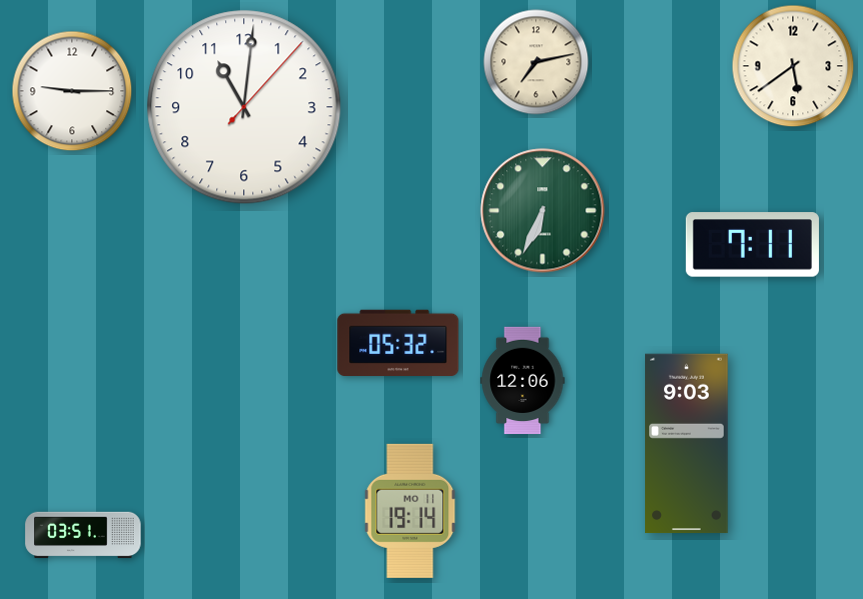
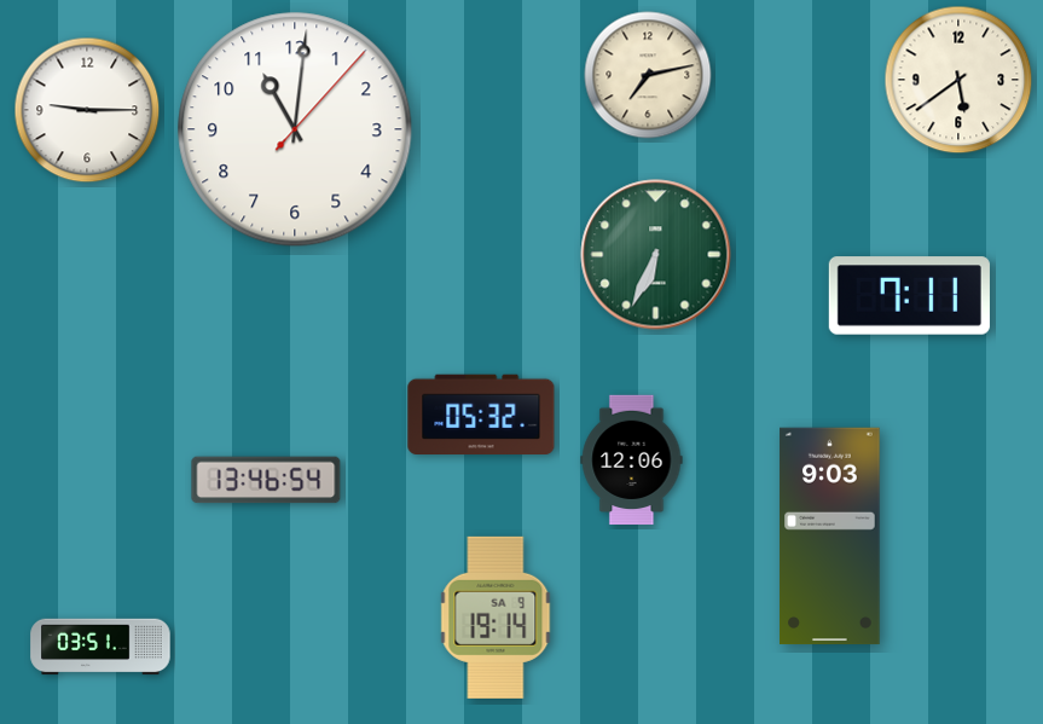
clock at (266, 480): none -> 13:46
clock at (410, 511) date: MO 11 -> SA 9
